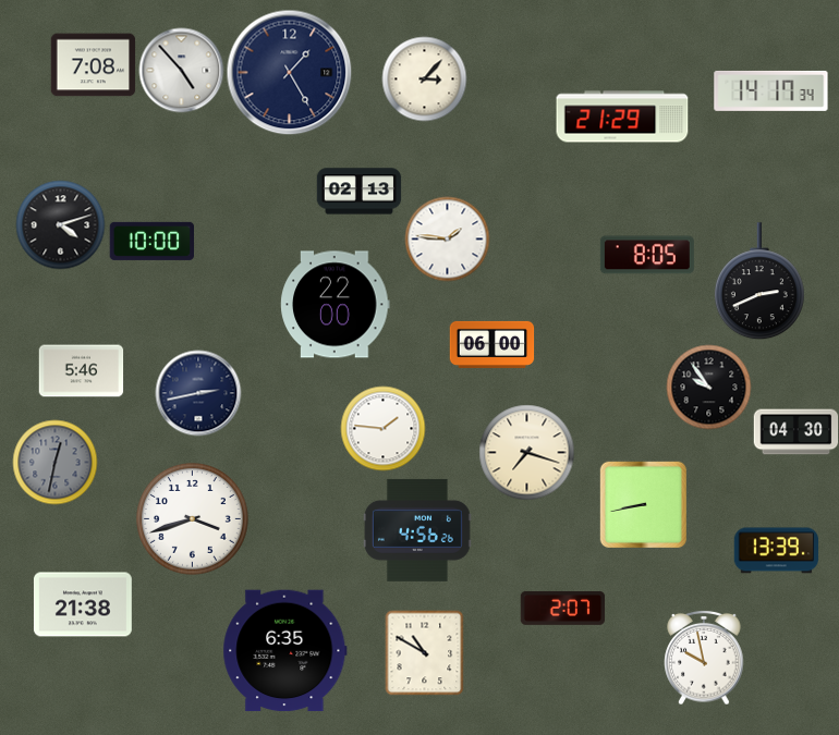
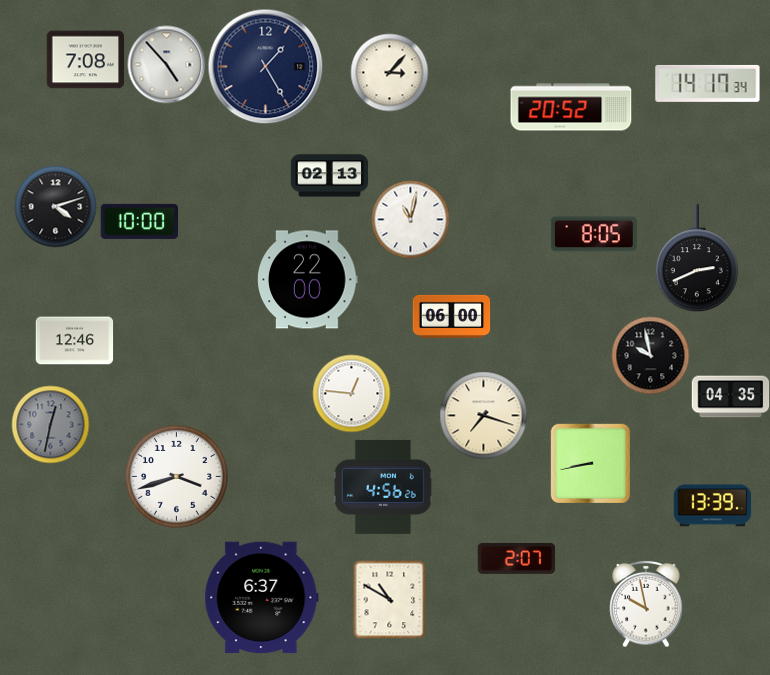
clock at (622, 117): 21:29 -> 20:52
clock at (447, 238): 1:46 -> 11:02
clock at (81, 371): 5:46 -> 12:46
clock at (708, 387): 9:54 -> 9:58
clock at (198, 393): 2:43 -> none
clock at (382, 428): 1:46 -> 12:46
clock at (795, 432): 04:30 -> 04:35
clock at (83, 604): 21:38 -> none
clock at (285, 651): 6:35 -> 6:37
